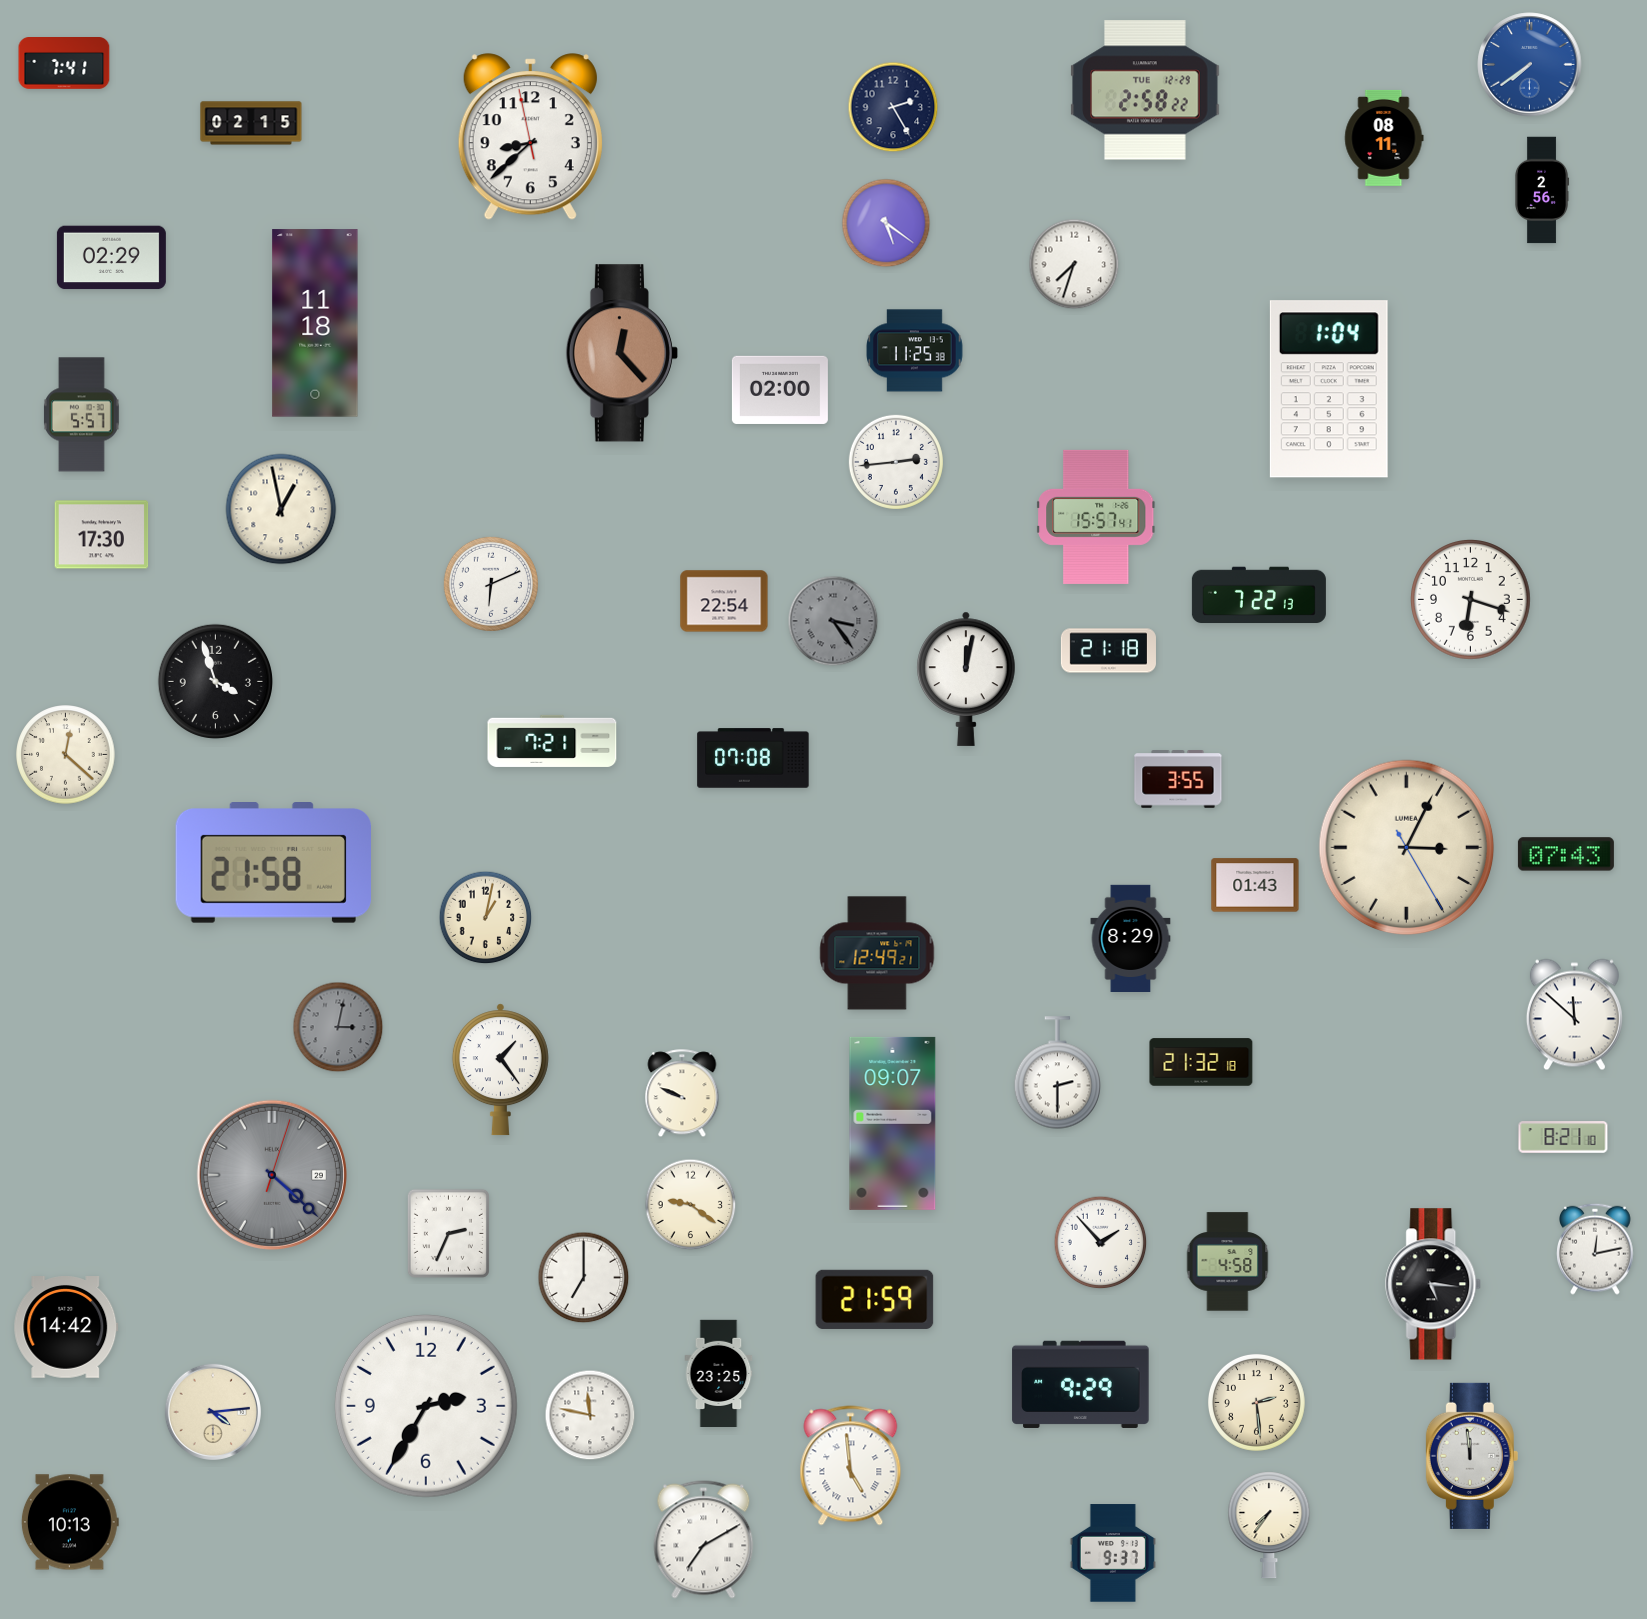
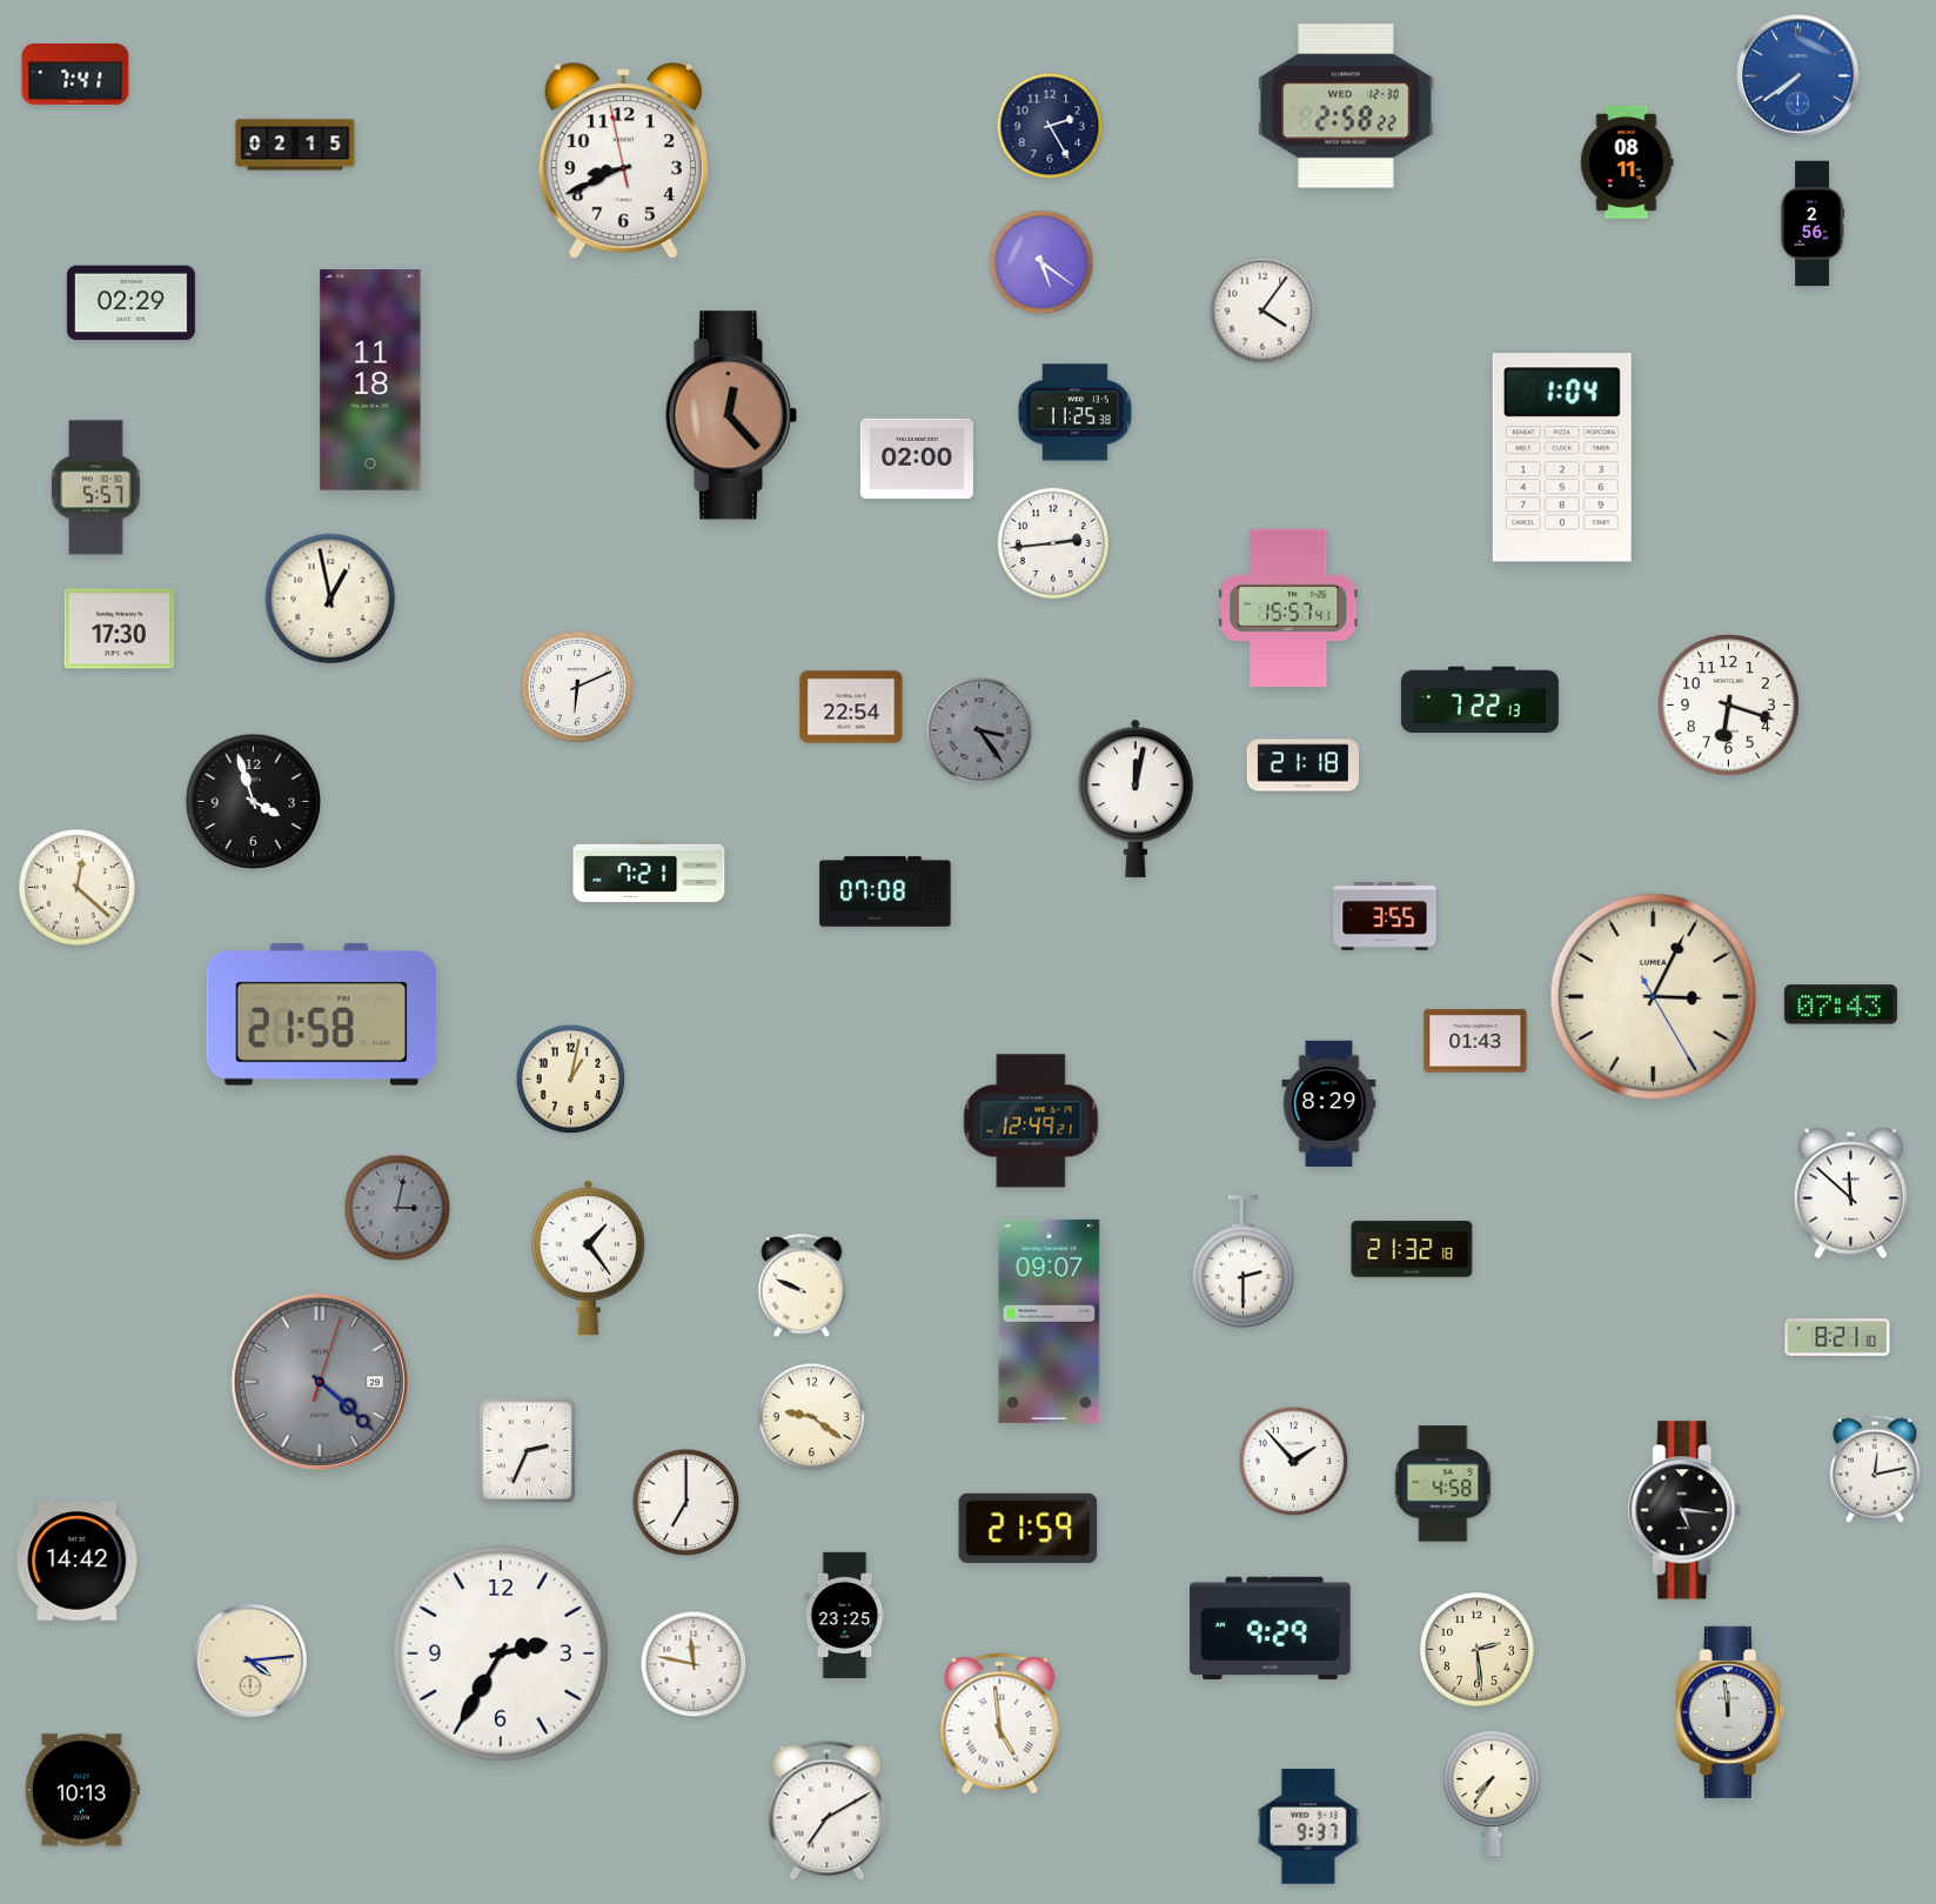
clock at (1145, 90) date: TUE 12-29 -> WED 12-30
clock at (530, 137): 8:37 -> 8:40
clock at (1074, 264): 7:33 -> 4:06
